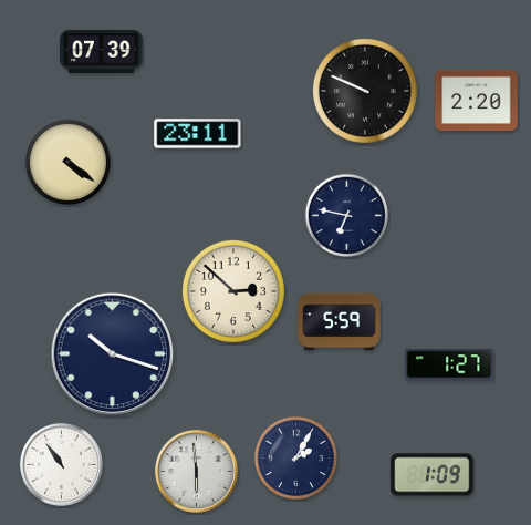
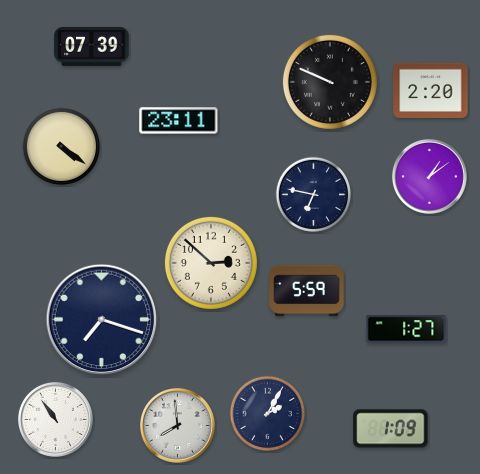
clock at (429, 176): none -> 1:09
clock at (113, 354): 10:18 -> 7:18
clock at (196, 471): 5:59 -> 7:59
